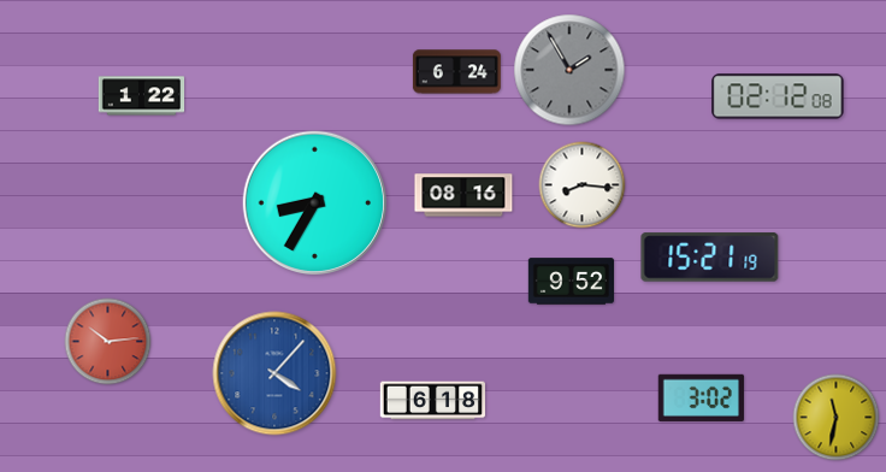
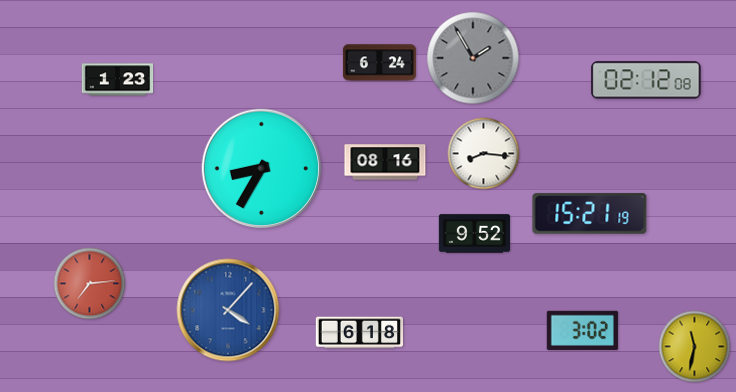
clock at (456, 72) position: (456, 72) -> (379, 63)
clock at (142, 96): 1:22 -> 1:23
clock at (108, 342): 10:14 -> 7:14
